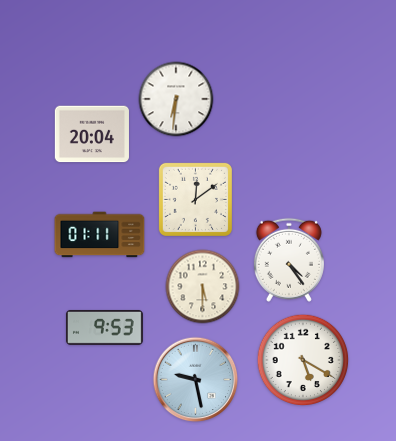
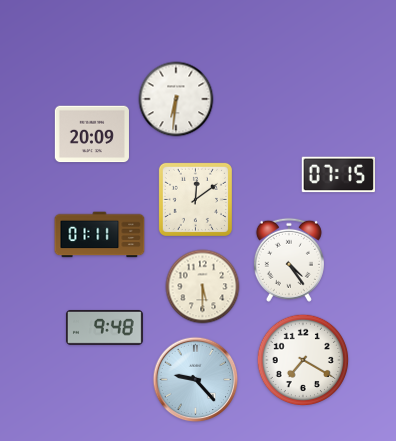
clock at (92, 134): 20:04 -> 20:09
clock at (338, 175): none -> 07:15
clock at (104, 327): 9:53 -> 9:48
clock at (303, 360): 5:20 -> 7:20
clock at (196, 380): 9:28 -> 9:23
